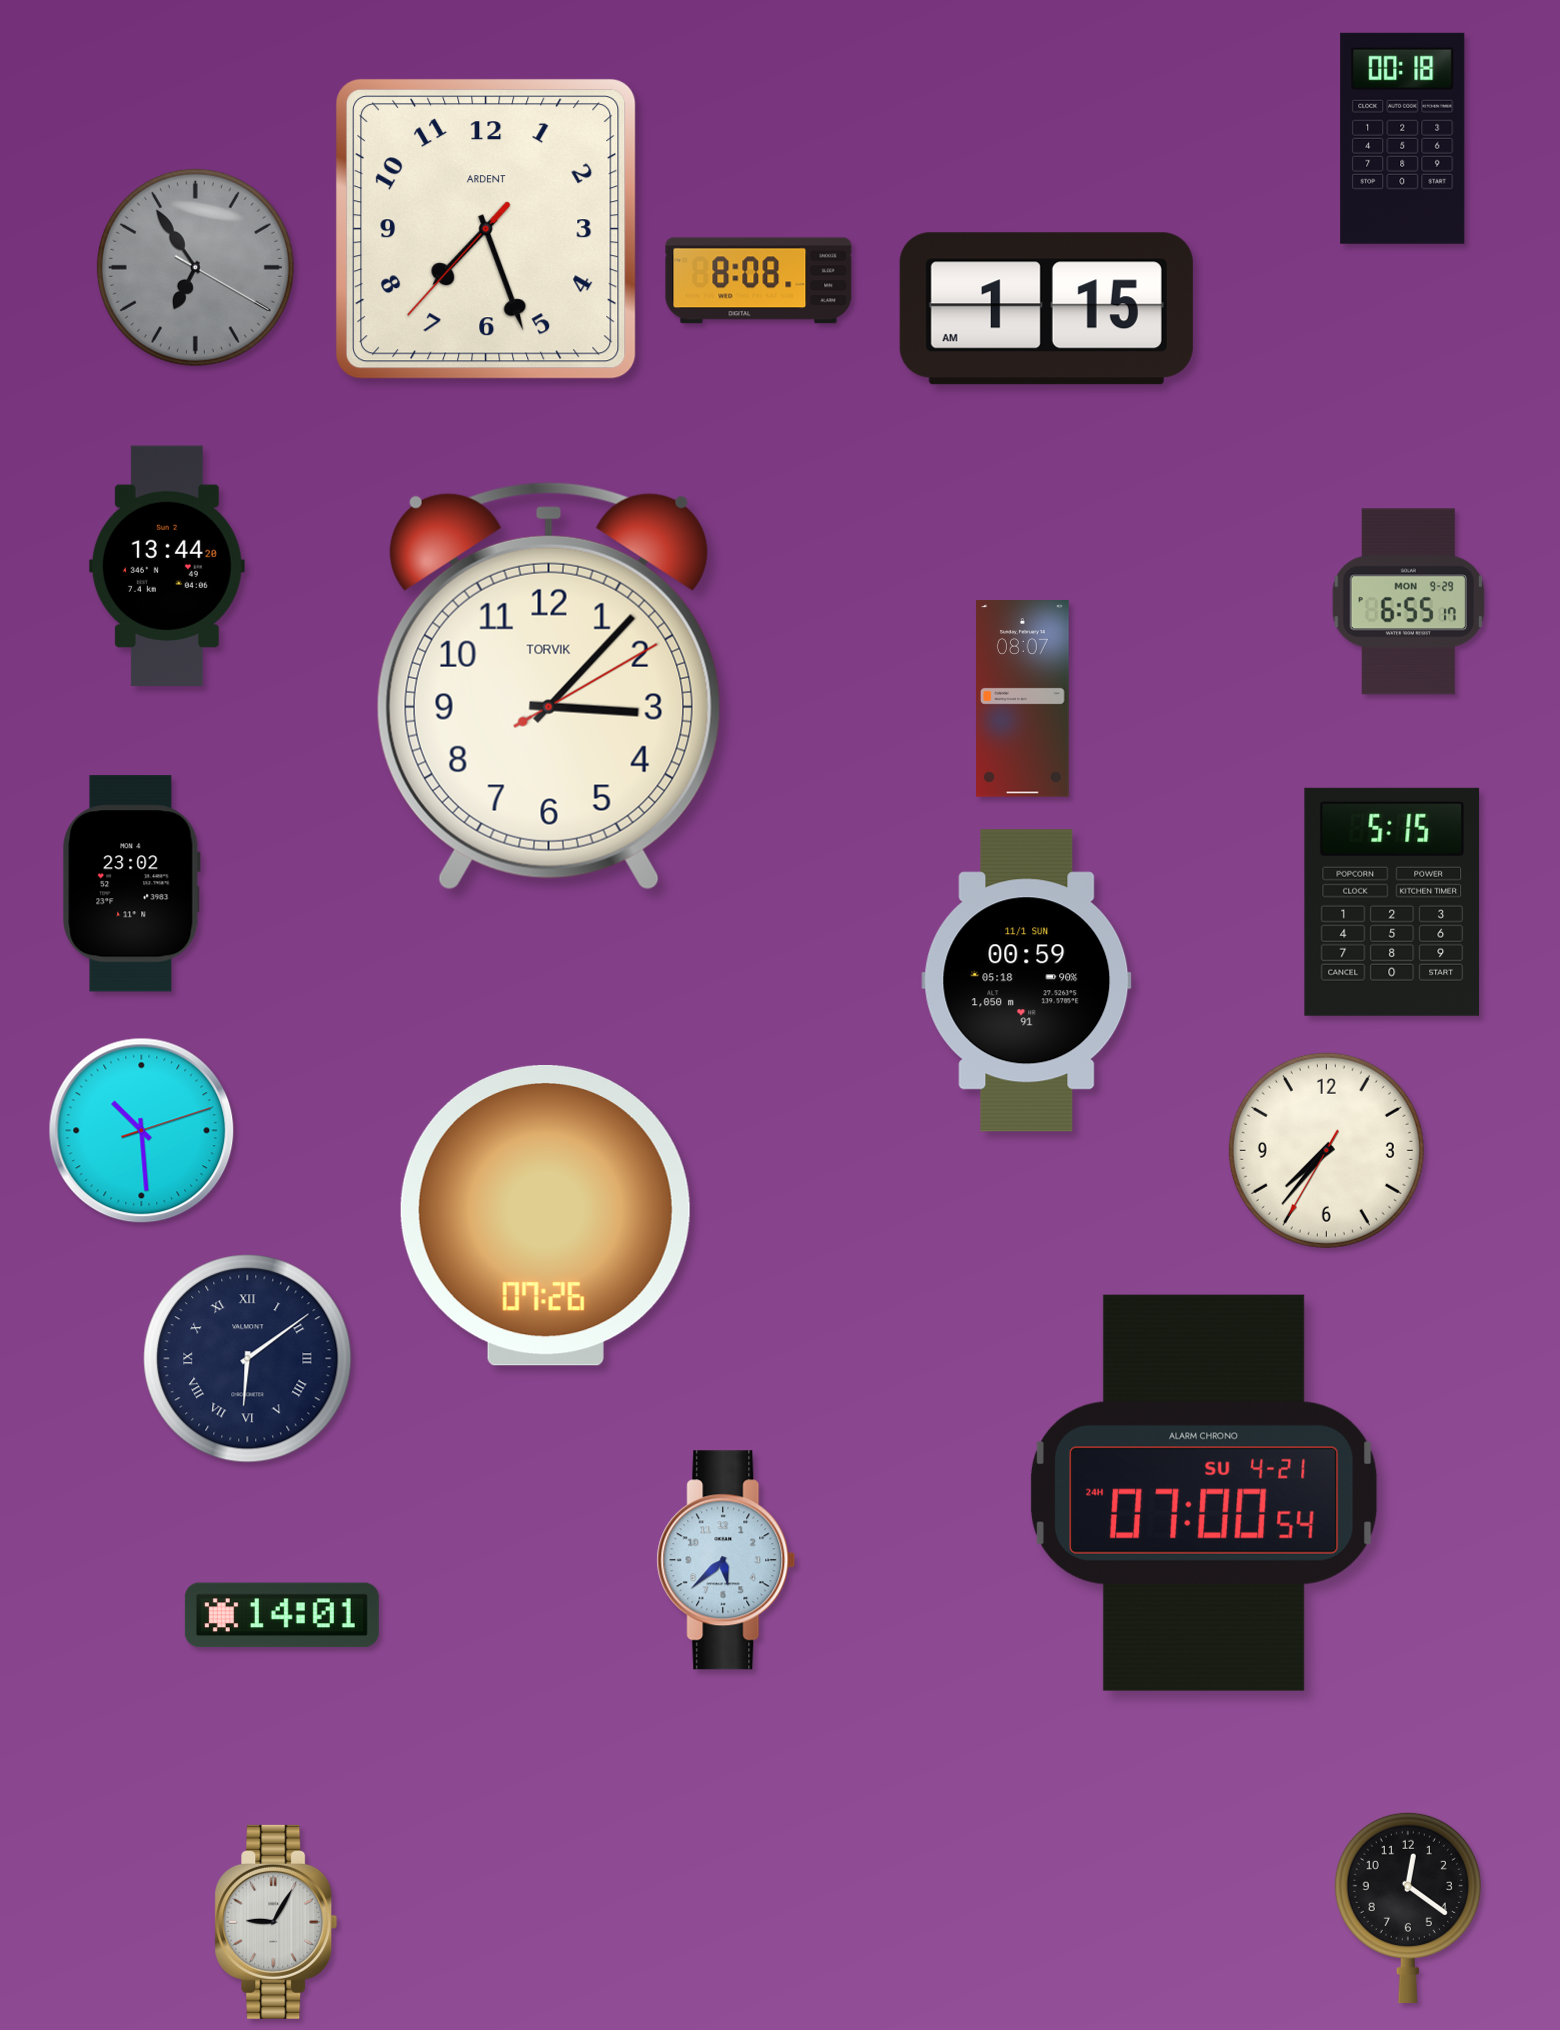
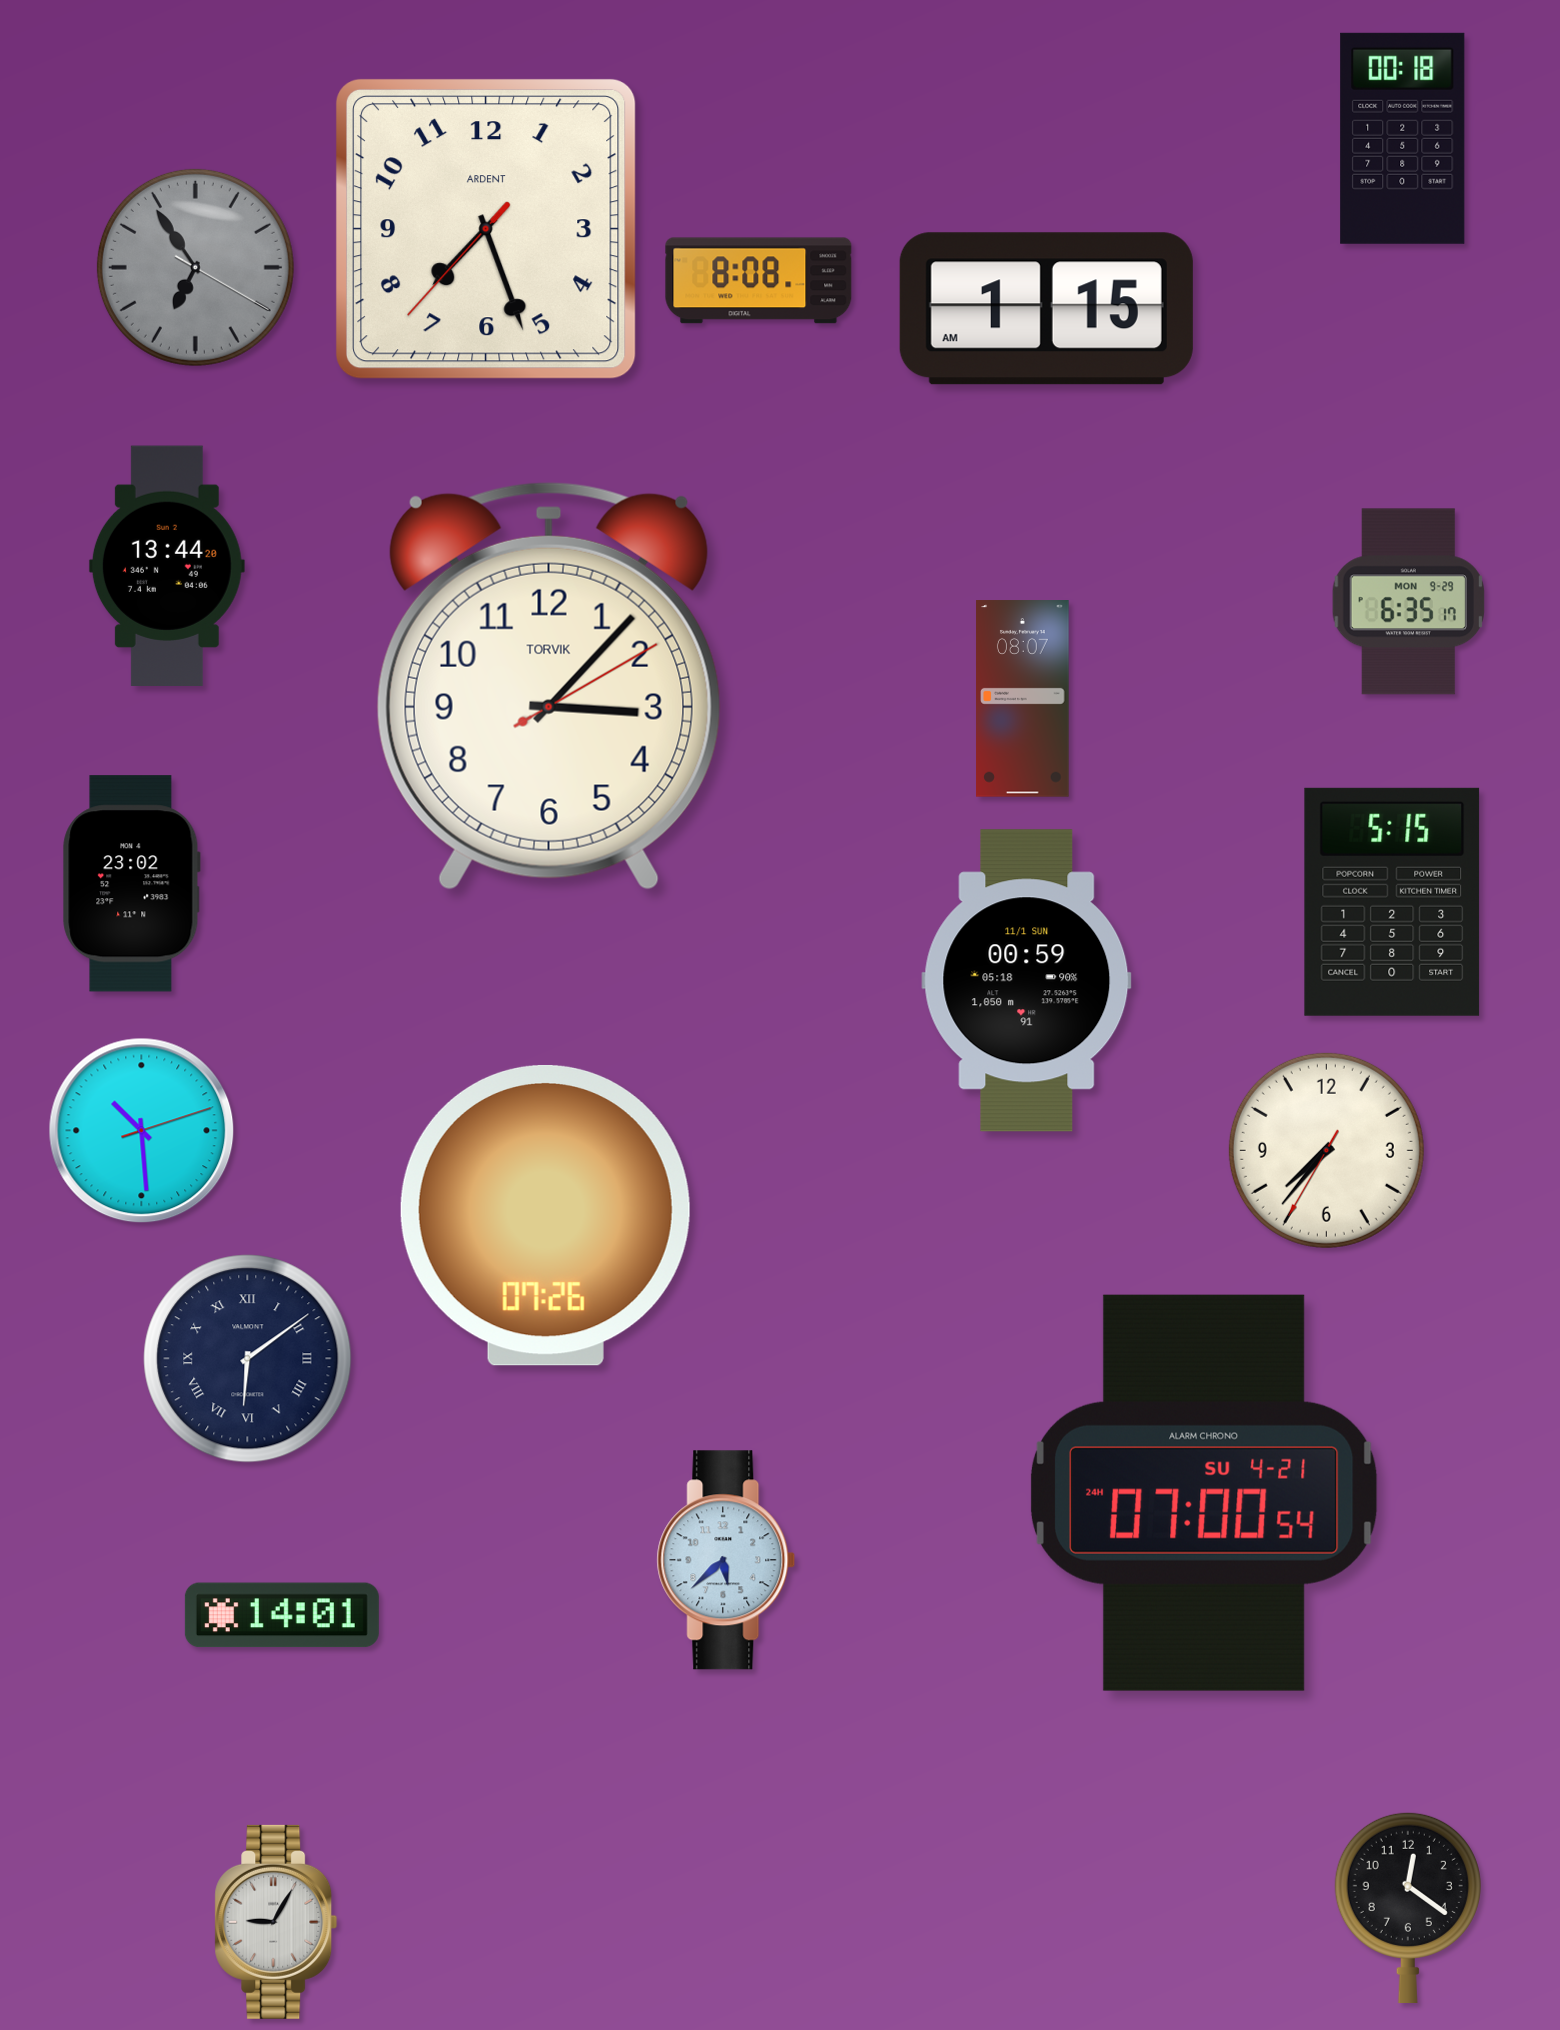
clock at (1408, 602): 6:55 -> 6:35
